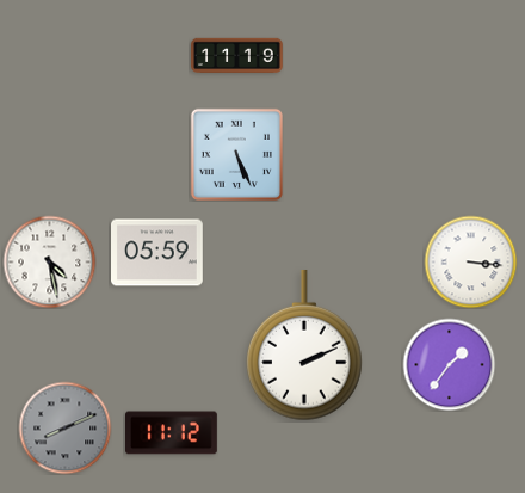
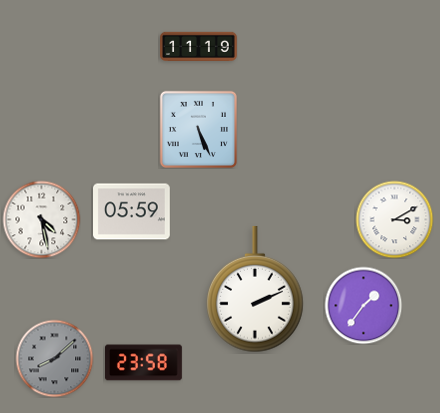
clock at (470, 261): 3:16 -> 3:10
clock at (449, 364) position: (449, 364) -> (363, 305)
clock at (64, 427): 8:11 -> 8:08
clock at (172, 433): 11:12 -> 23:58
